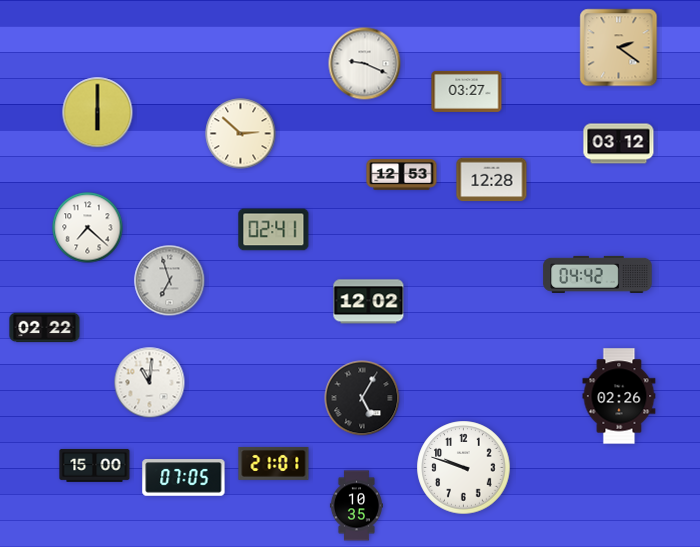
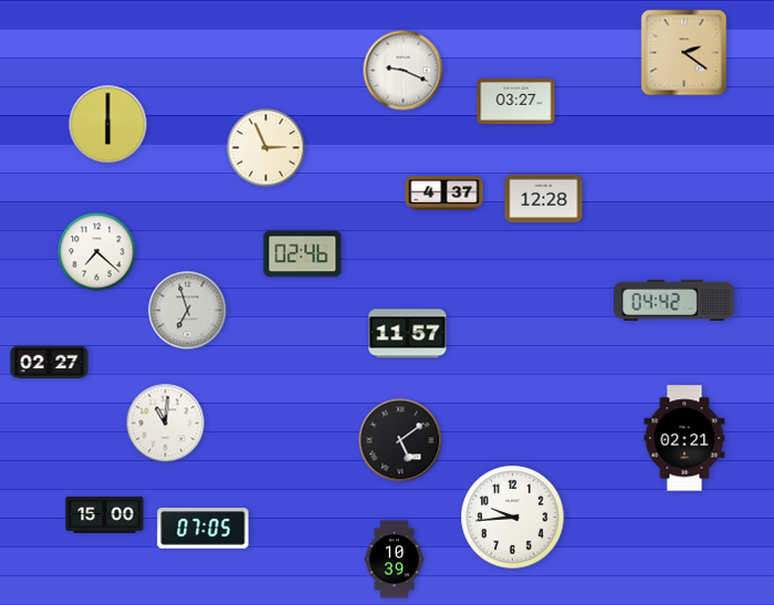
clock at (241, 134): 2:52 -> 2:56
clock at (619, 144): 03:12 -> none
clock at (402, 175): 12:53 -> 4:37
clock at (274, 230): 02:41 -> 02:46
clock at (598, 274) position: (598, 274) -> (674, 300)
clock at (369, 302): 12:02 -> 11:57
clock at (45, 328): 02:22 -> 02:27
clock at (619, 396): 02:26 -> 02:21
clock at (362, 398): 5:05 -> 5:09
clock at (274, 463): 21:01 -> none
clock at (464, 468): 9:48 -> 9:44
clock at (356, 506): 10:35 -> 10:39
